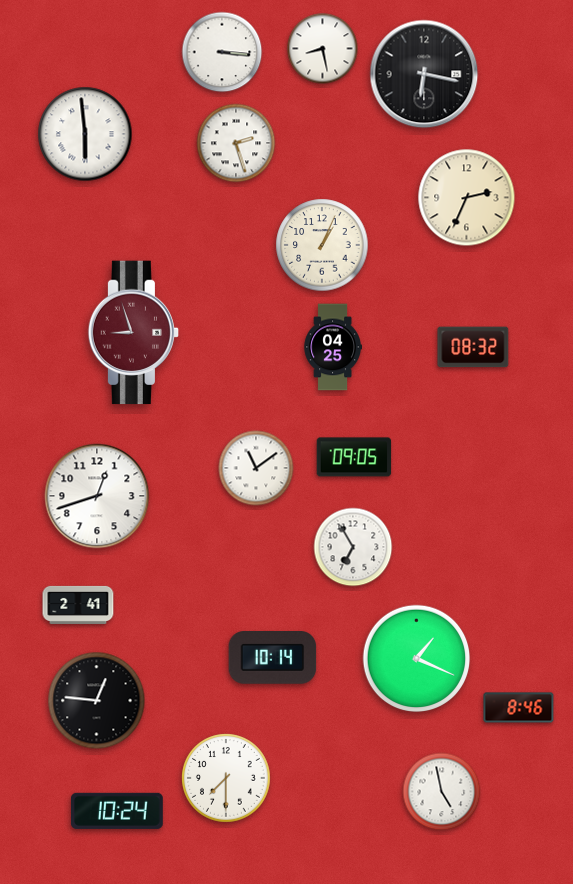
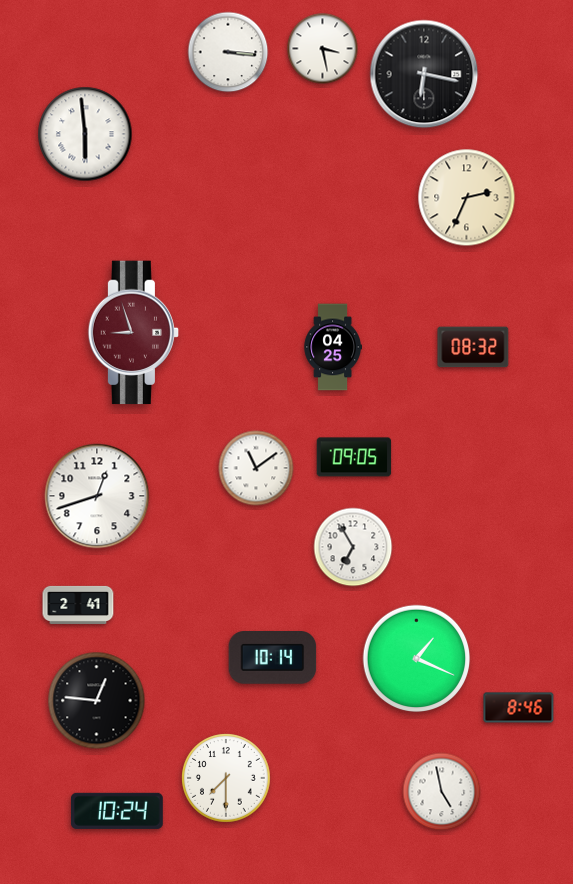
clock at (323, 49): 8:28 -> 3:28
clock at (222, 52) position: (222, 52) -> (228, 52)
clock at (236, 143): 2:27 -> none
clock at (322, 245): 1:04 -> none
